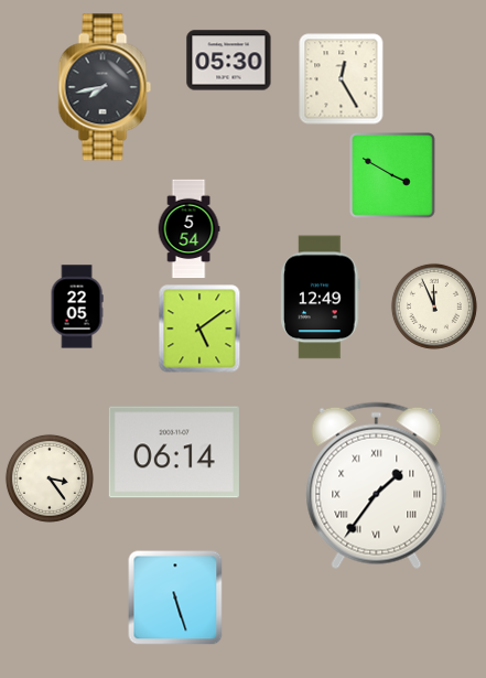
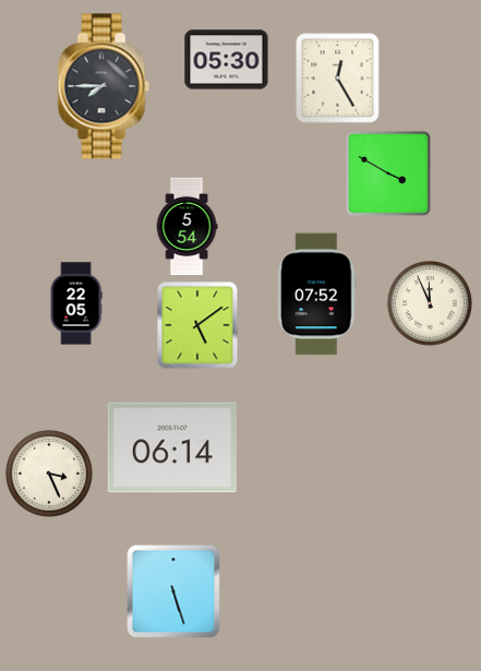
clock at (105, 87): 7:43 -> 7:45
clock at (321, 298): 12:49 -> 07:52
clock at (50, 478): 3:24 -> 3:26
clock at (377, 486): 1:36 -> none
